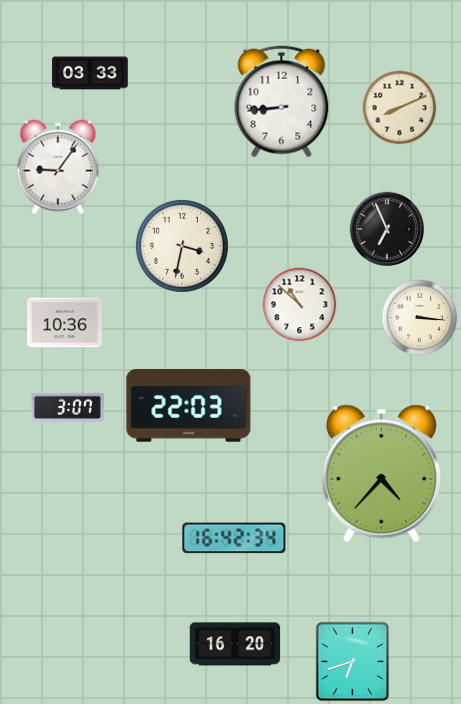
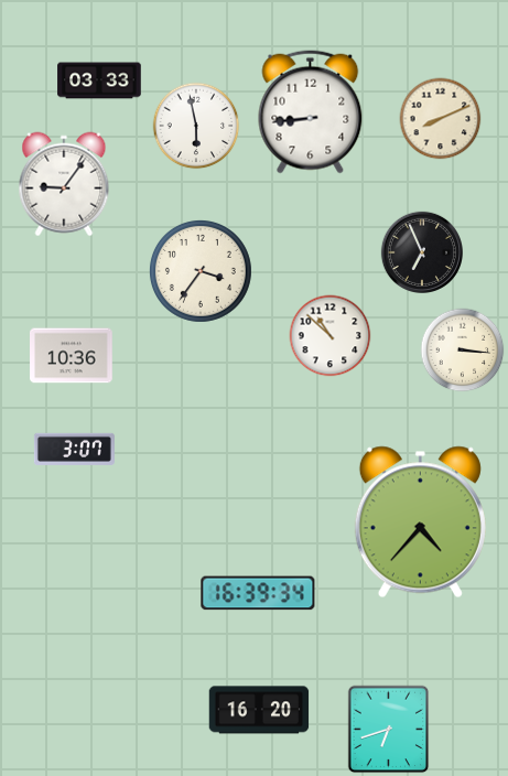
clock at (196, 126): none -> 5:58
clock at (386, 228) position: (386, 228) -> (421, 251)
clock at (182, 246): 3:32 -> 3:36
clock at (189, 406): 22:03 -> none
clock at (234, 538): 16:42 -> 16:39
